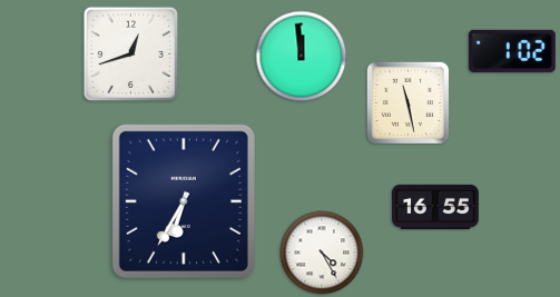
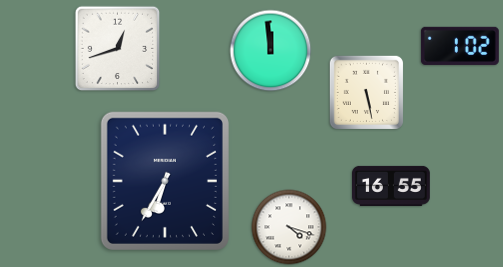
clock at (407, 102): 11:28 -> 5:28
clock at (322, 253): 4:25 -> 4:18
